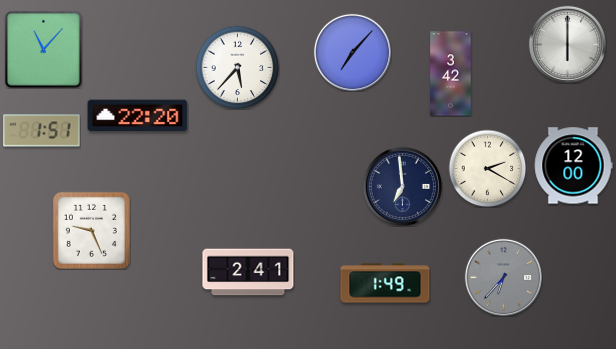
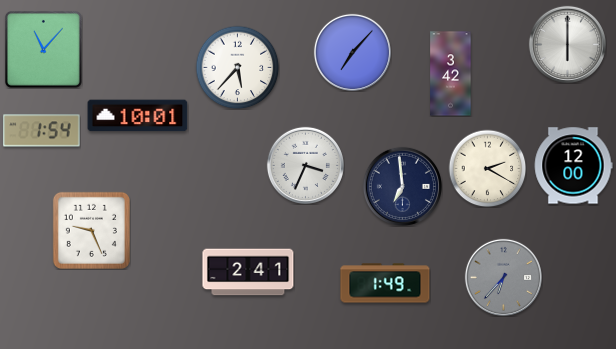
clock at (138, 116): 22:20 -> 10:01
clock at (42, 131): 1:51 -> 1:54
clock at (305, 165): none -> 3:34
